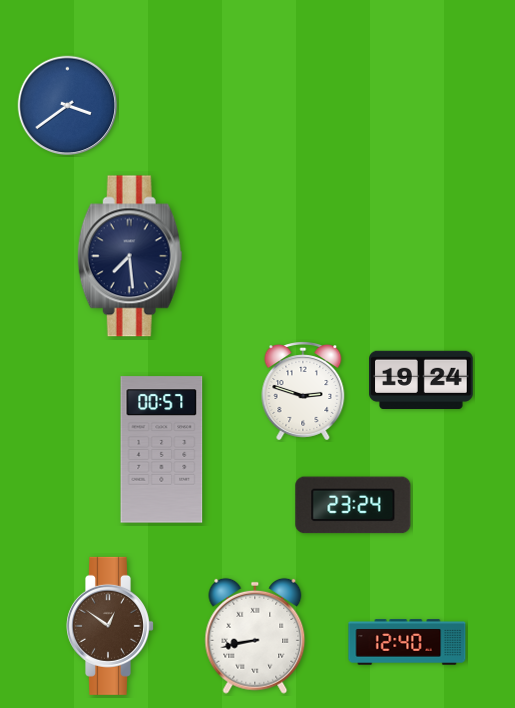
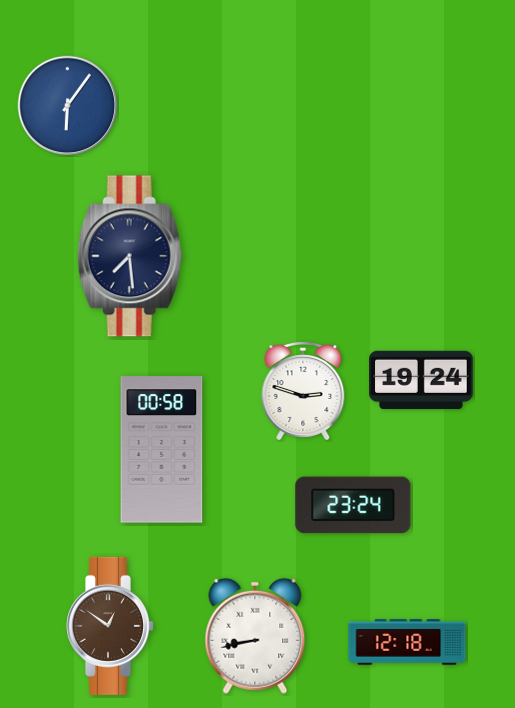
clock at (68, 106): 3:39 -> 6:06
clock at (162, 450): 00:57 -> 00:58
clock at (407, 642): 12:40 -> 12:18
